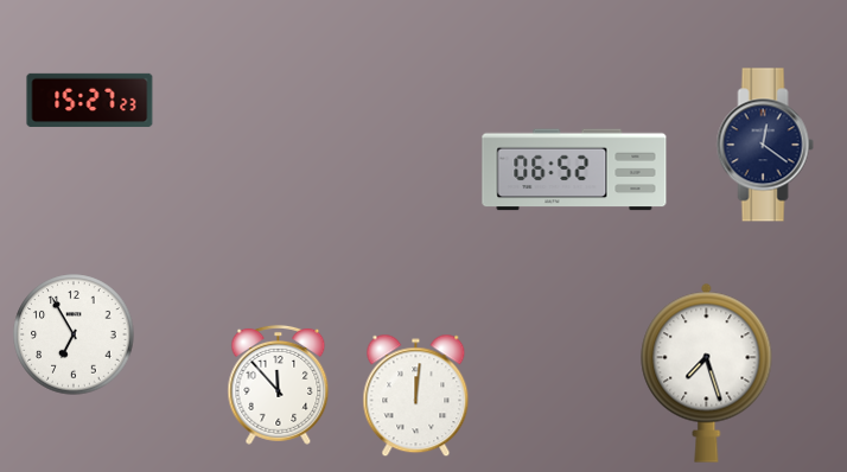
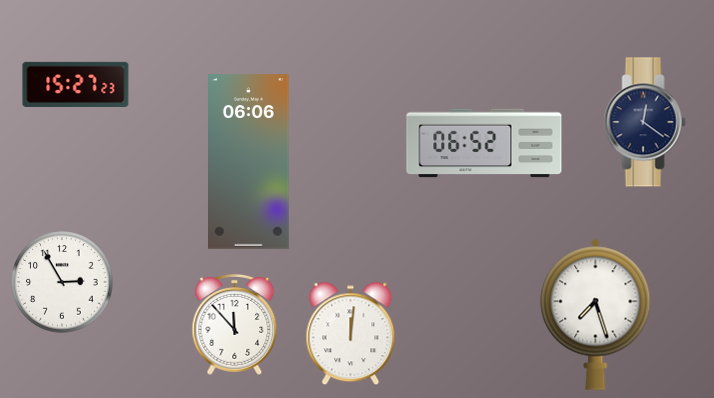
clock at (249, 162): none -> 06:06
clock at (74, 334): 6:55 -> 2:55
